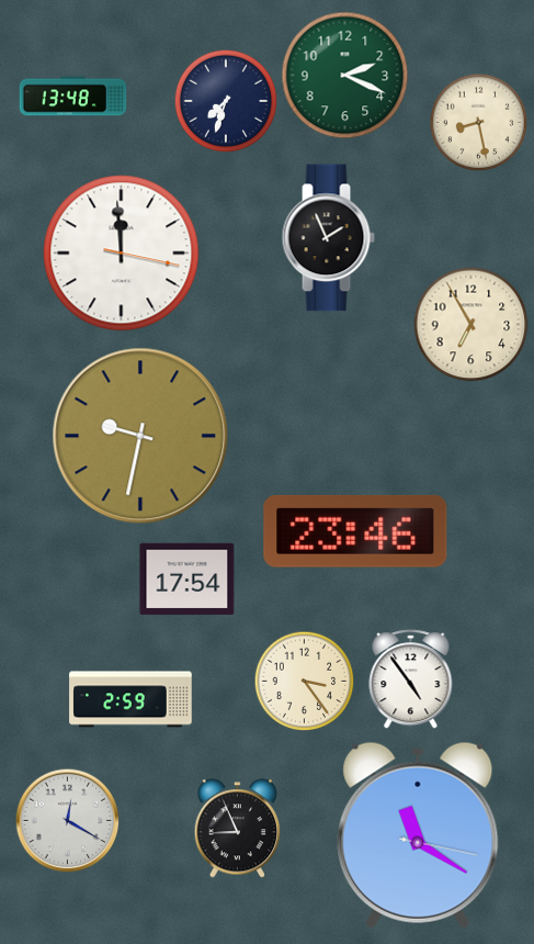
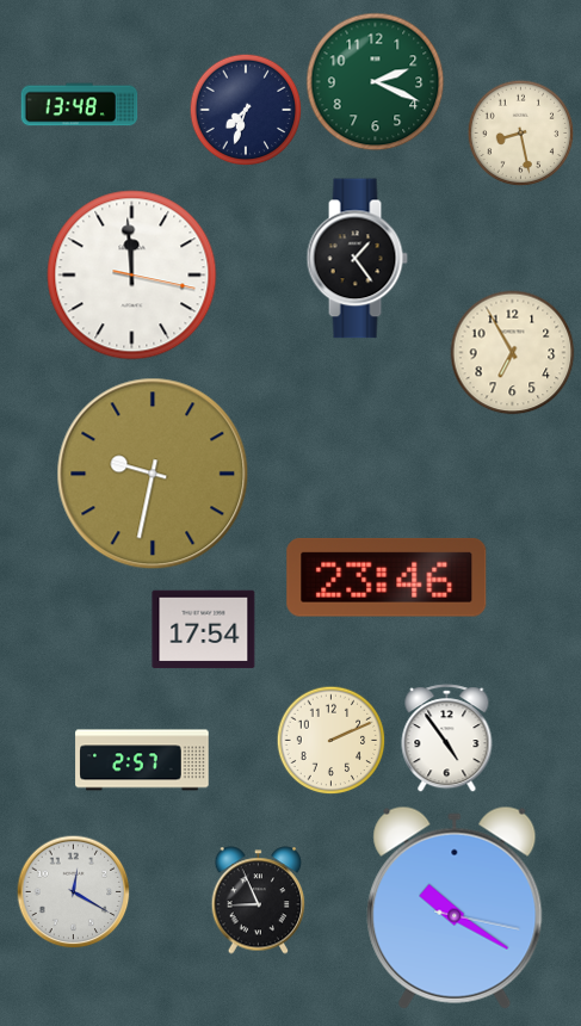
clock at (328, 238): 1:56 -> 1:24
clock at (304, 681): 3:24 -> 2:11
clock at (130, 699): 2:59 -> 2:57
clock at (418, 835): 11:20 -> 10:20
